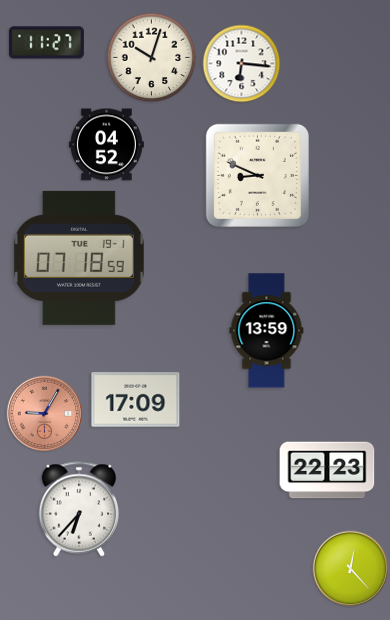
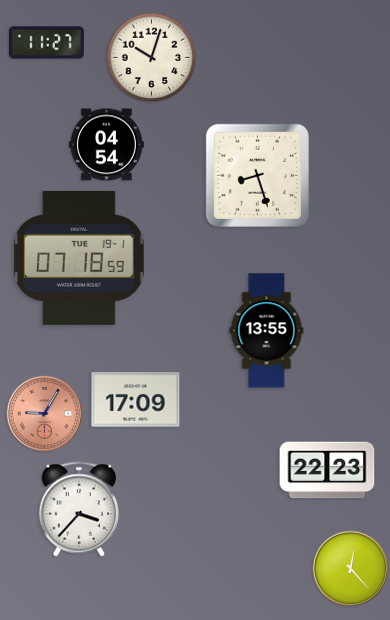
clock at (242, 64): 6:16 -> none
clock at (106, 145): 04:52 -> 04:54
clock at (257, 175): 8:49 -> 8:27
clock at (267, 331): 13:59 -> 13:55
clock at (79, 509): 6:37 -> 3:37
